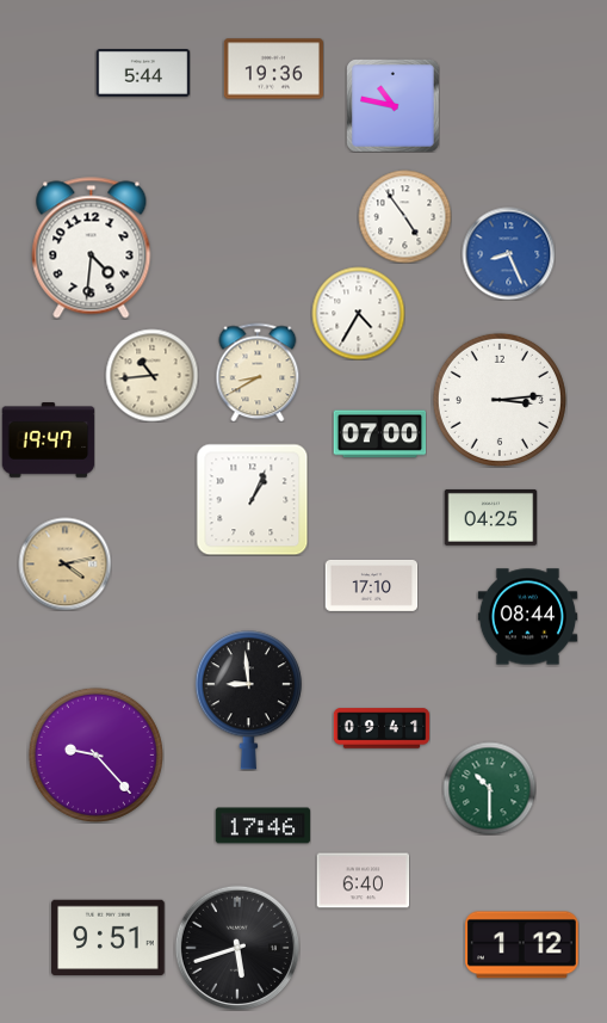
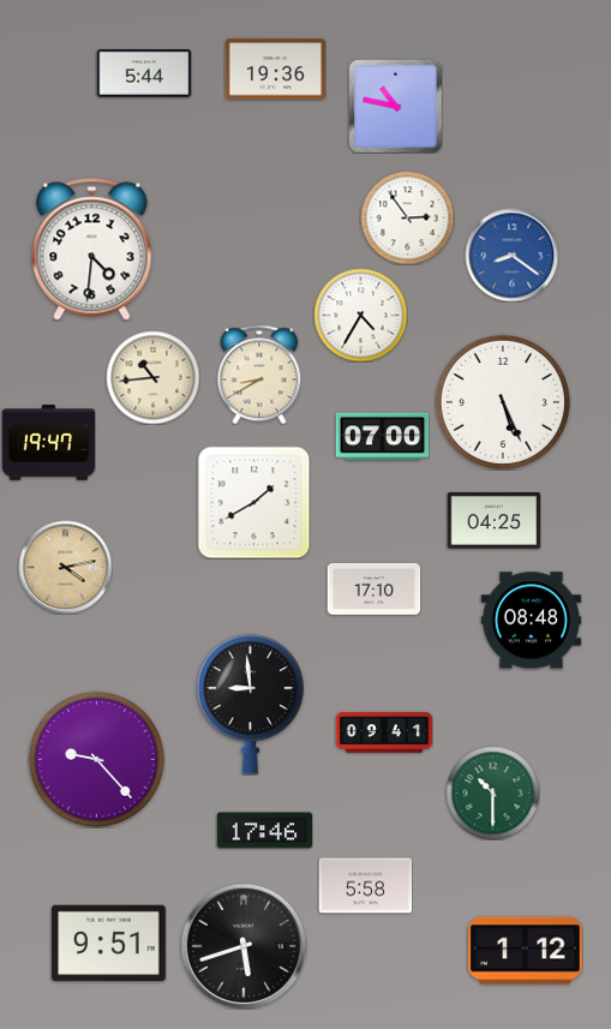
clock at (404, 216): 4:54 -> 2:54
clock at (508, 253): 8:26 -> 8:21
clock at (500, 400): 3:14 -> 5:26
clock at (252, 499): 1:04 -> 1:40
clock at (527, 617): 08:44 -> 08:48
clock at (363, 881): 6:40 -> 5:58
clock at (237, 948) position: (237, 948) -> (244, 946)
